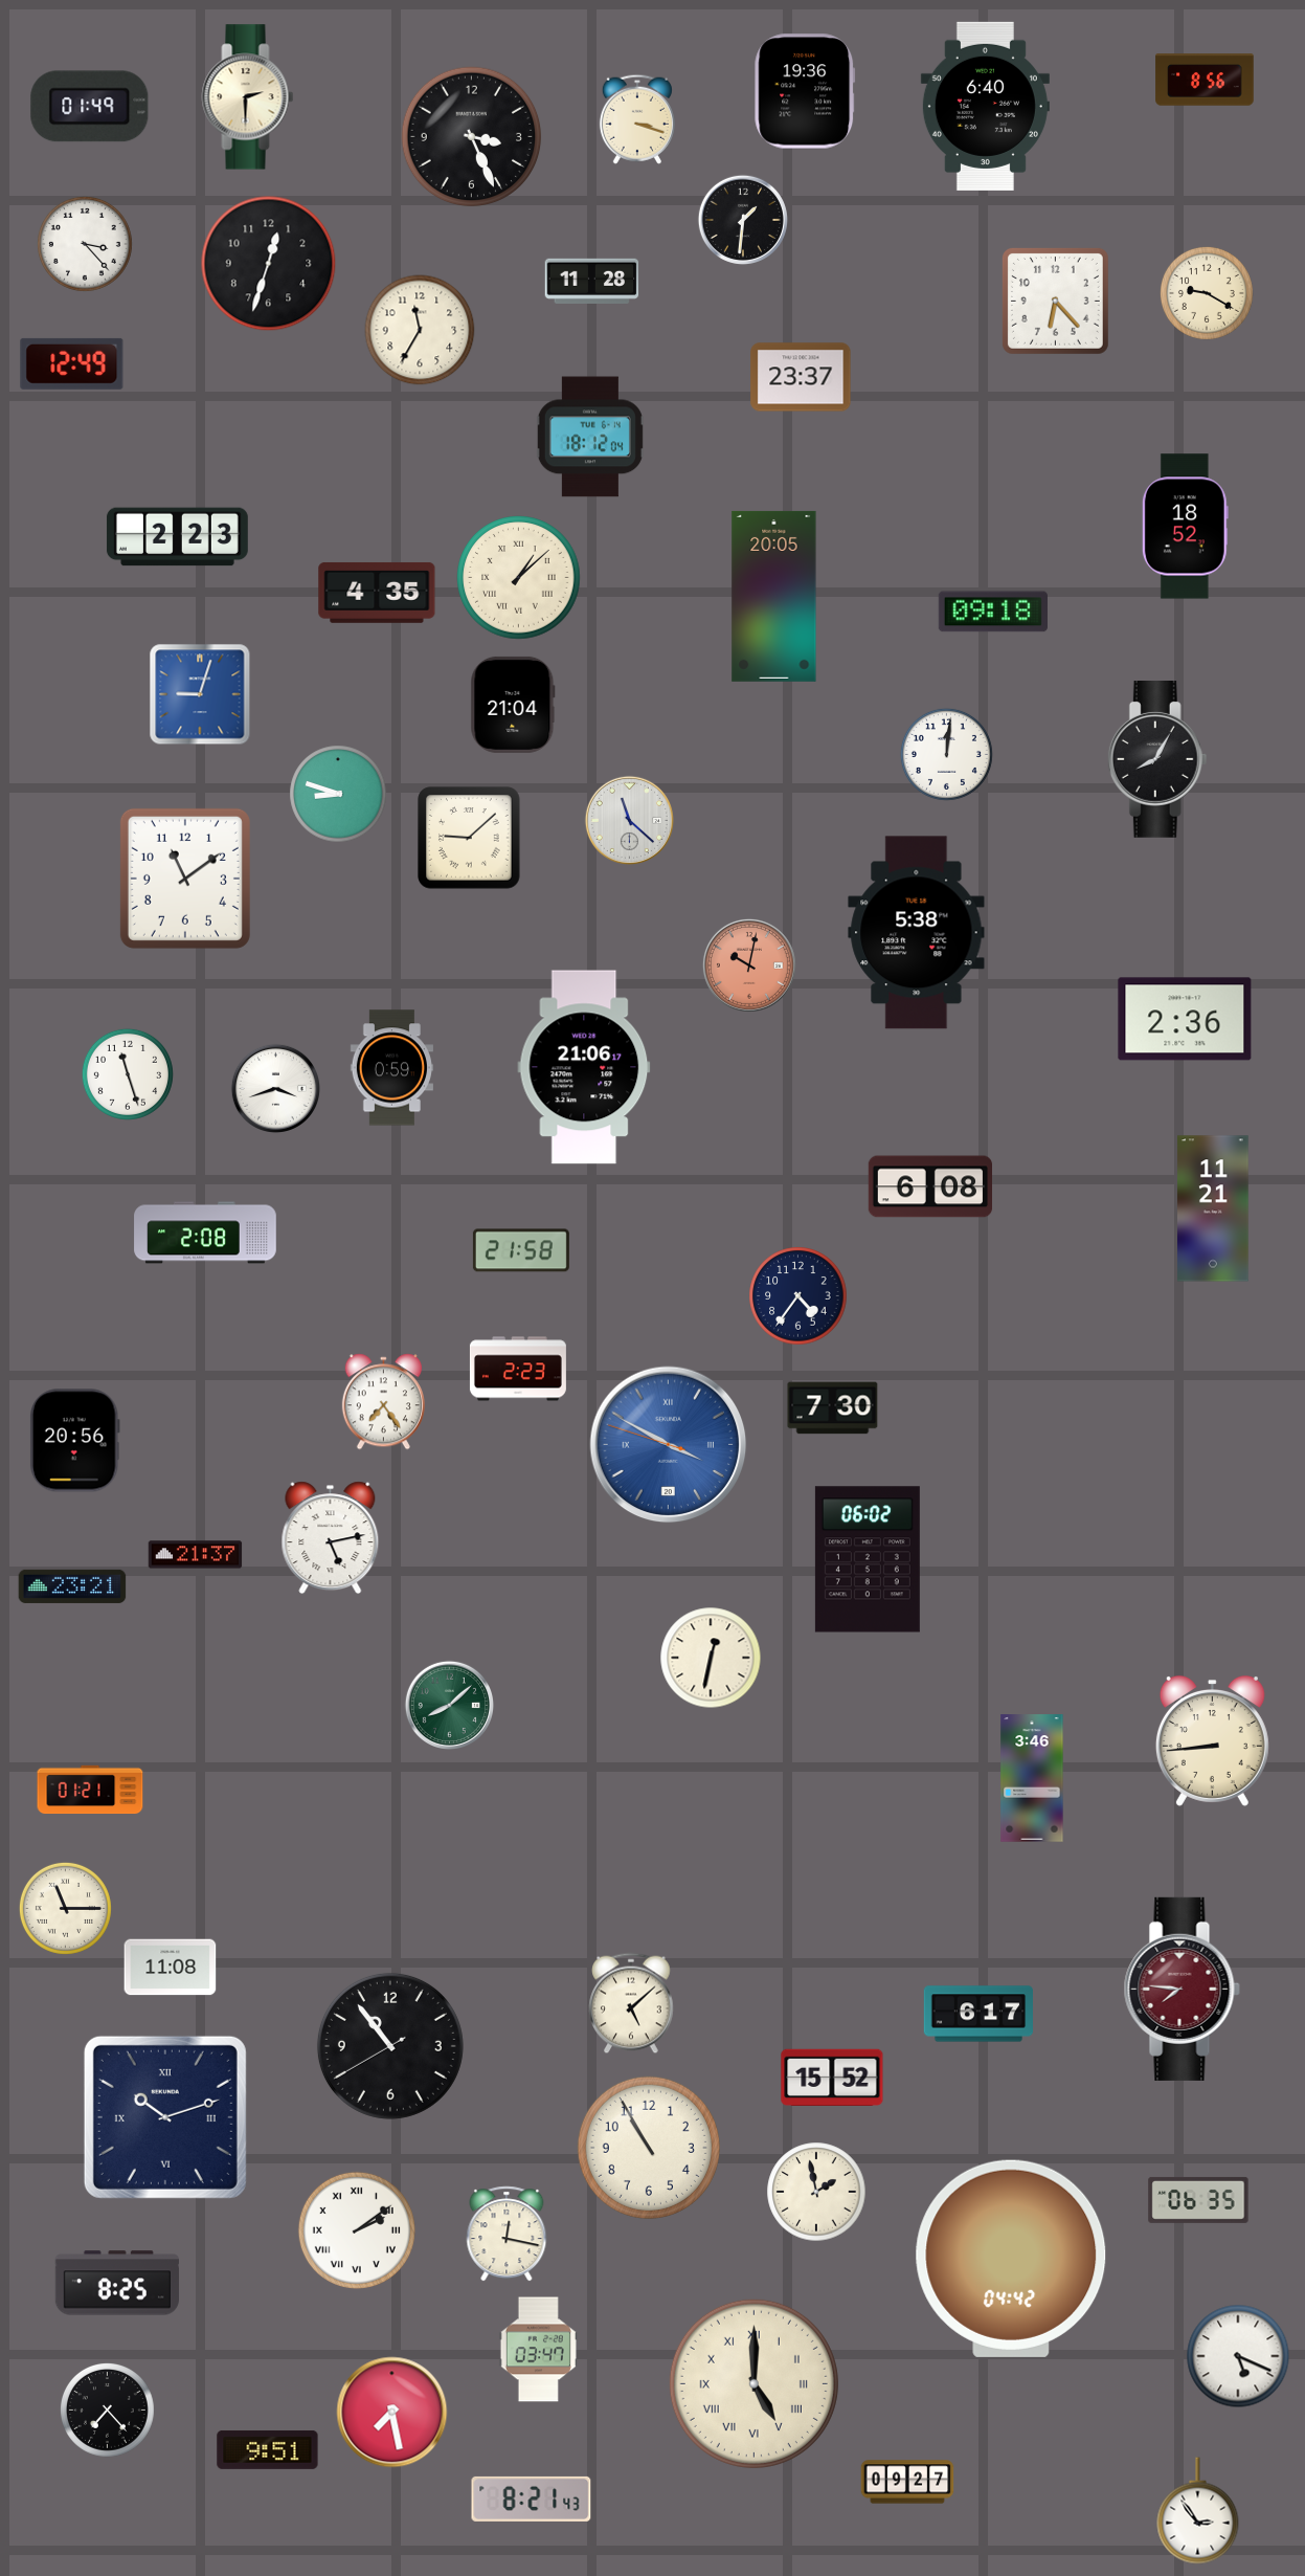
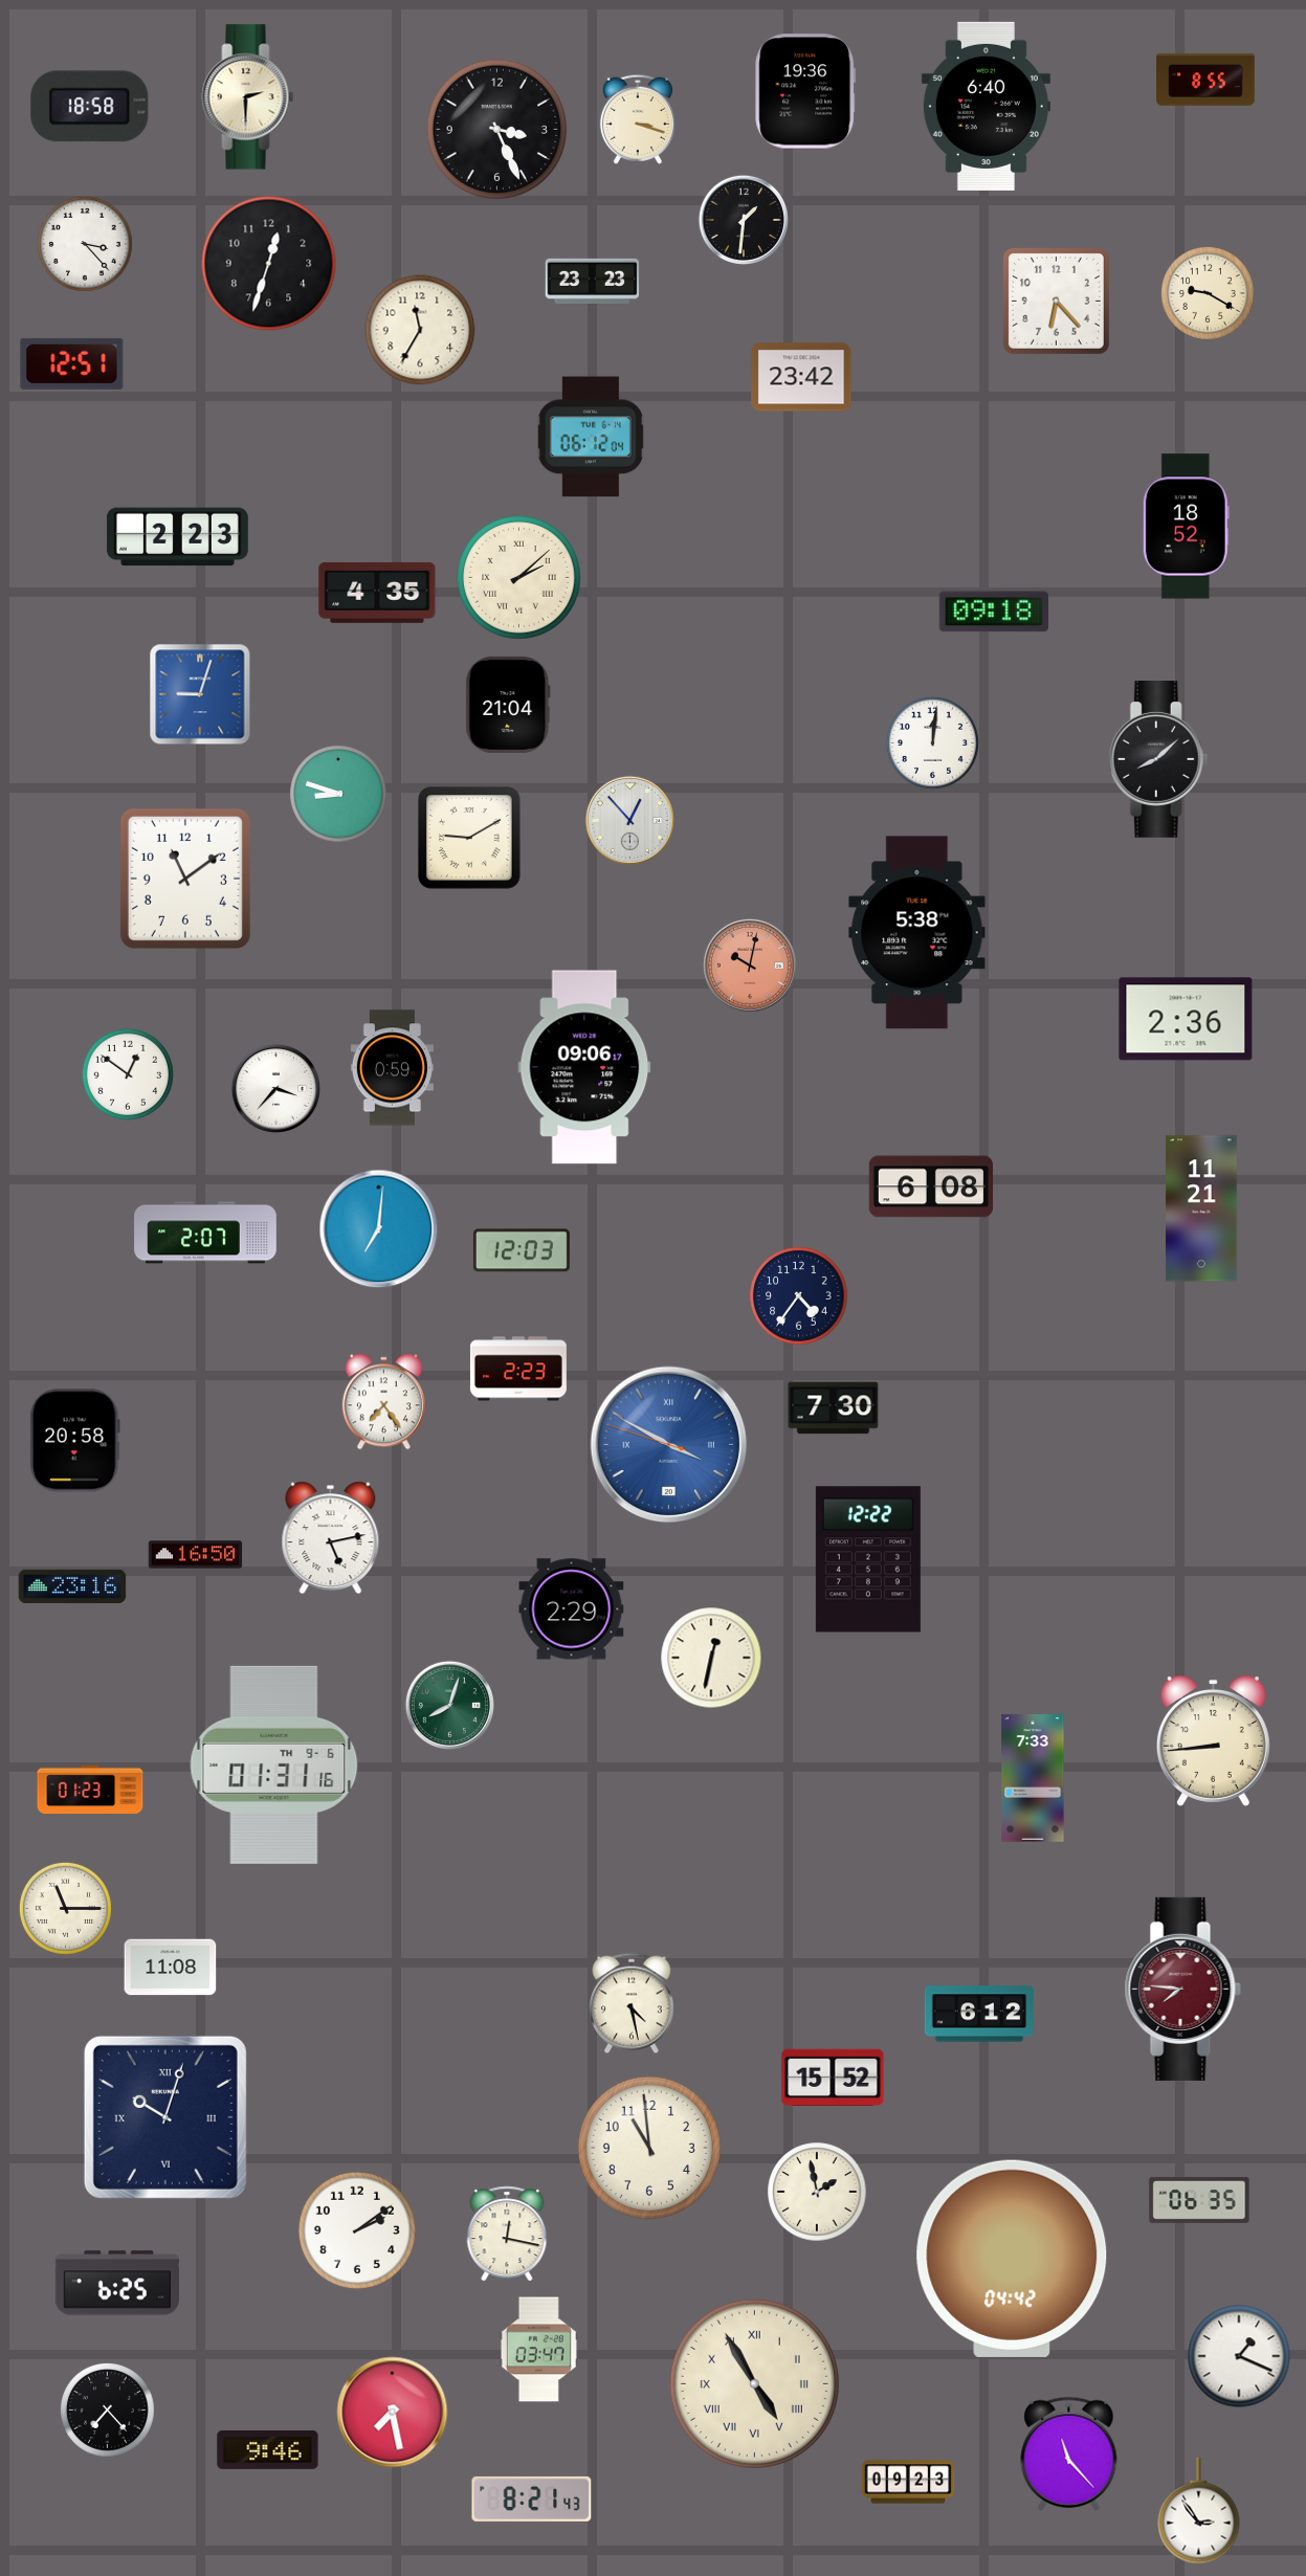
clock at (1205, 80): 8:56 -> 8:55
clock at (90, 107): 01:49 -> 18:58
clock at (472, 137) position: (472, 137) -> (497, 130)
clock at (592, 281): 11:28 -> 23:23
clock at (72, 363): 12:49 -> 12:51
clock at (801, 377): 23:37 -> 23:42
clock at (590, 437): 18:12 -> 06:12
clock at (519, 578): 1:08 -> 2:08
clock at (774, 596): 20:05 -> none
clock at (513, 705) position: (513, 705) -> (508, 705)
clock at (946, 754) position: (946, 754) -> (932, 742)
clock at (1157, 760): 8:05 -> 8:08
clock at (629, 820): 11:22 -> 12:53
clock at (469, 838): 9:08 -> 9:10
clock at (584, 1067): 21:06 -> 09:06
clock at (128, 1074): 11:27 -> 12:51
clock at (275, 1088): 3:42 -> 3:37
clock at (1213, 1208) position: (1213, 1208) -> (1201, 1208)
clock at (379, 1229): none -> 7:01
clock at (205, 1233): 2:08 -> 2:07
clock at (521, 1250): 21:58 -> 12:03
clock at (74, 1441): 20:56 -> 20:58
clock at (196, 1555): 21:37 -> 16:50
clock at (868, 1559): 06:02 -> 12:22
clock at (72, 1586): 23:21 -> 23:16
clock at (572, 1609): none -> 2:29
clock at (449, 1705): 8:08 -> 8:03
clock at (274, 1764): none -> 01:31
clock at (1032, 1778): 3:46 -> 7:33
clock at (90, 1790): 01:21 -> 01:23
clock at (631, 2003): 5:08 -> 4:28
clock at (977, 2014): 6:17 -> 6:12
clock at (390, 2046): 10:53 -> none
clock at (165, 2117): 10:12 -> 10:03
clock at (649, 2148): 10:55 -> 10:59
clock at (357, 2230) numerals: Roman -> Arabic
clock at (117, 2283): 8:25 -> 6:25
clock at (1238, 2356): 5:19 -> 1:19
clock at (753, 2383): 5:00 -> 4:55
clock at (268, 2449): 9:51 -> 9:46
clock at (1069, 2453): none -> 11:23
clock at (907, 2482): 09:27 -> 09:23
